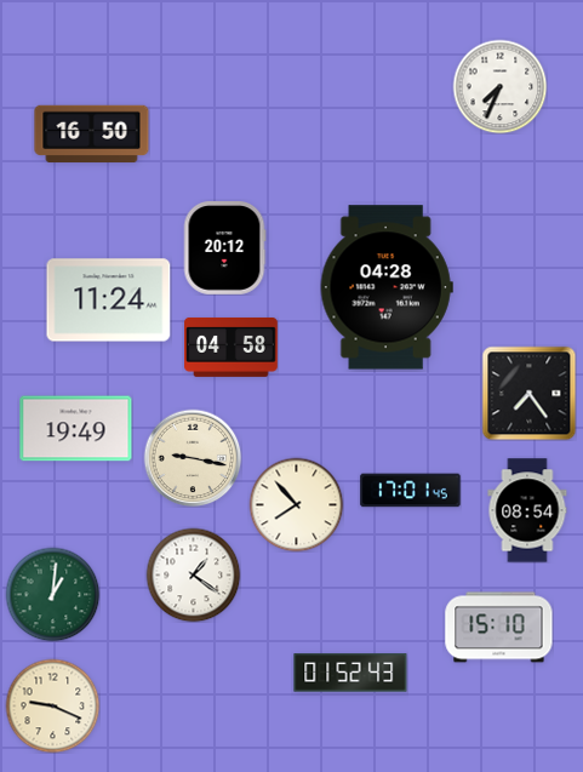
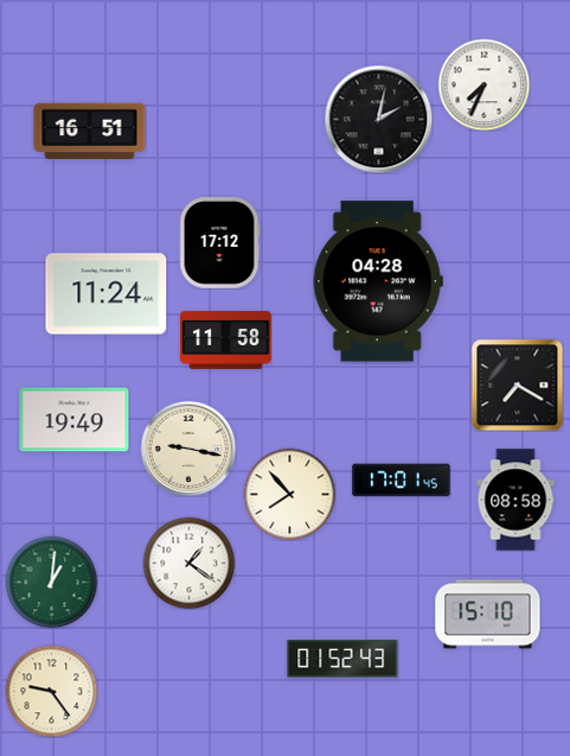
clock at (499, 86) position: (499, 86) -> (483, 84)
clock at (378, 119): none -> 2:02
clock at (92, 135): 16:50 -> 16:51
clock at (224, 248): 20:12 -> 17:12
clock at (232, 347): 04:58 -> 11:58
clock at (528, 393): 7:24 -> 7:20
clock at (527, 510): 08:54 -> 08:58
clock at (52, 705): 9:19 -> 9:24
